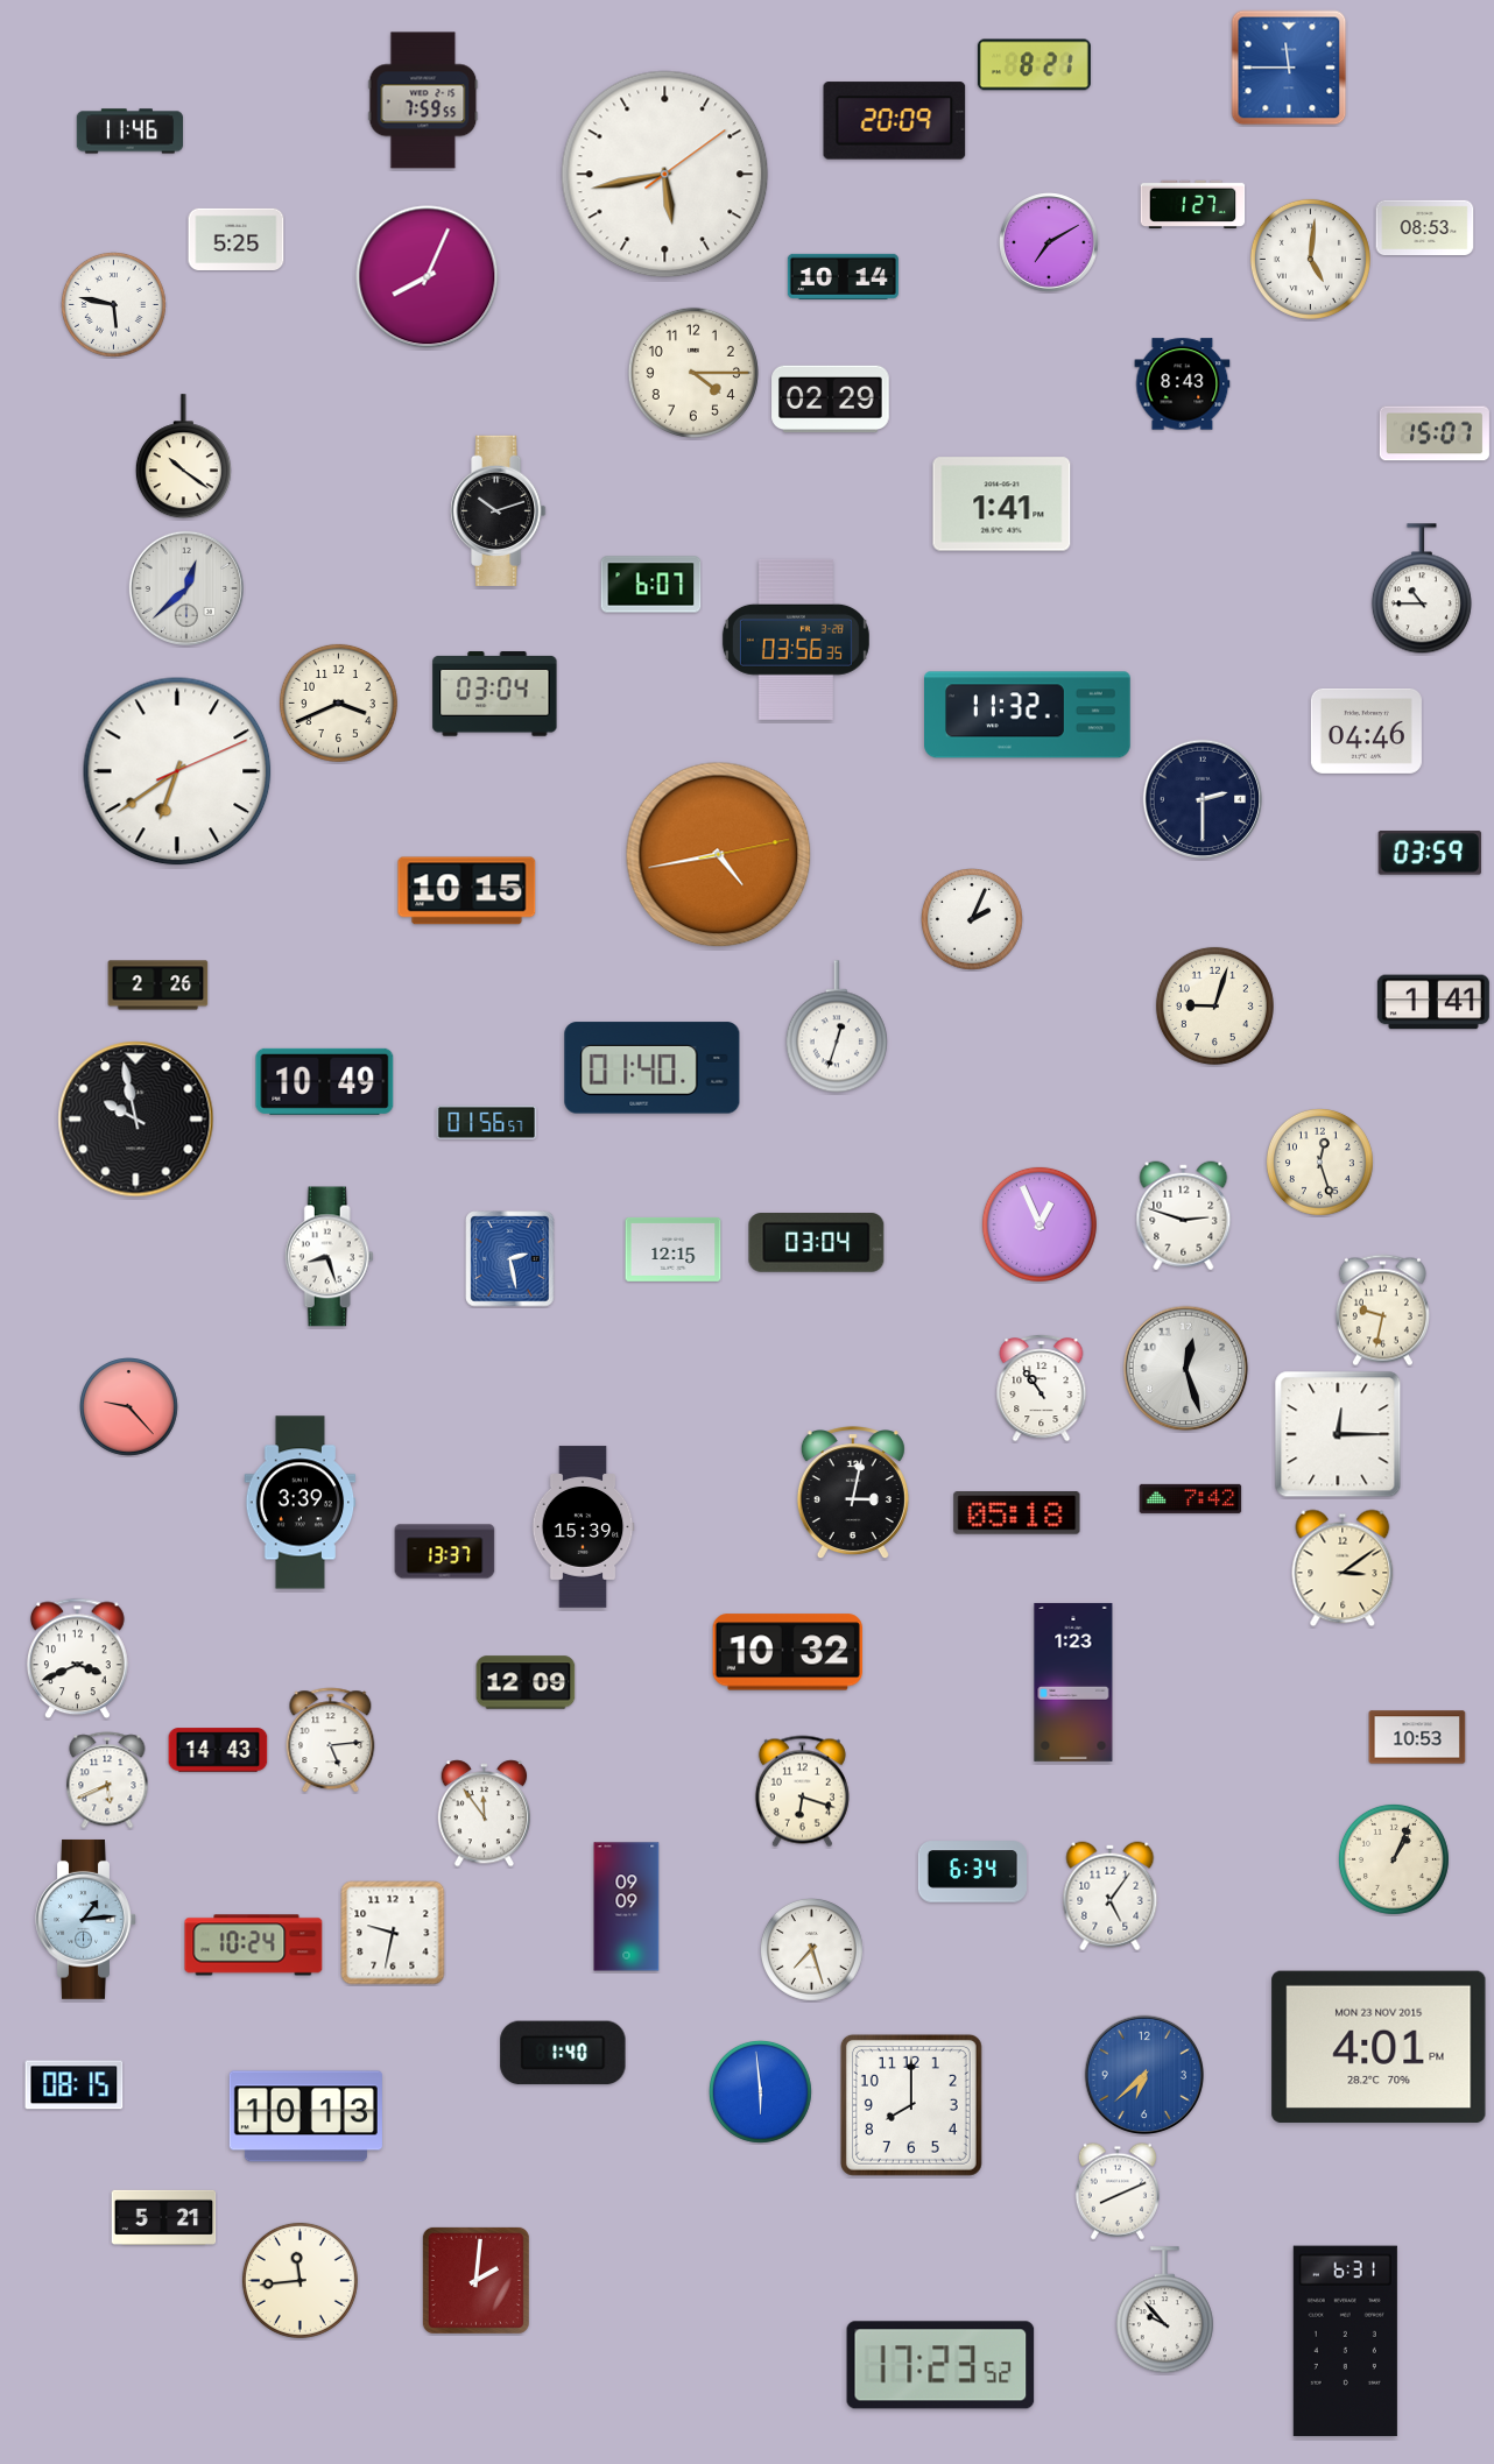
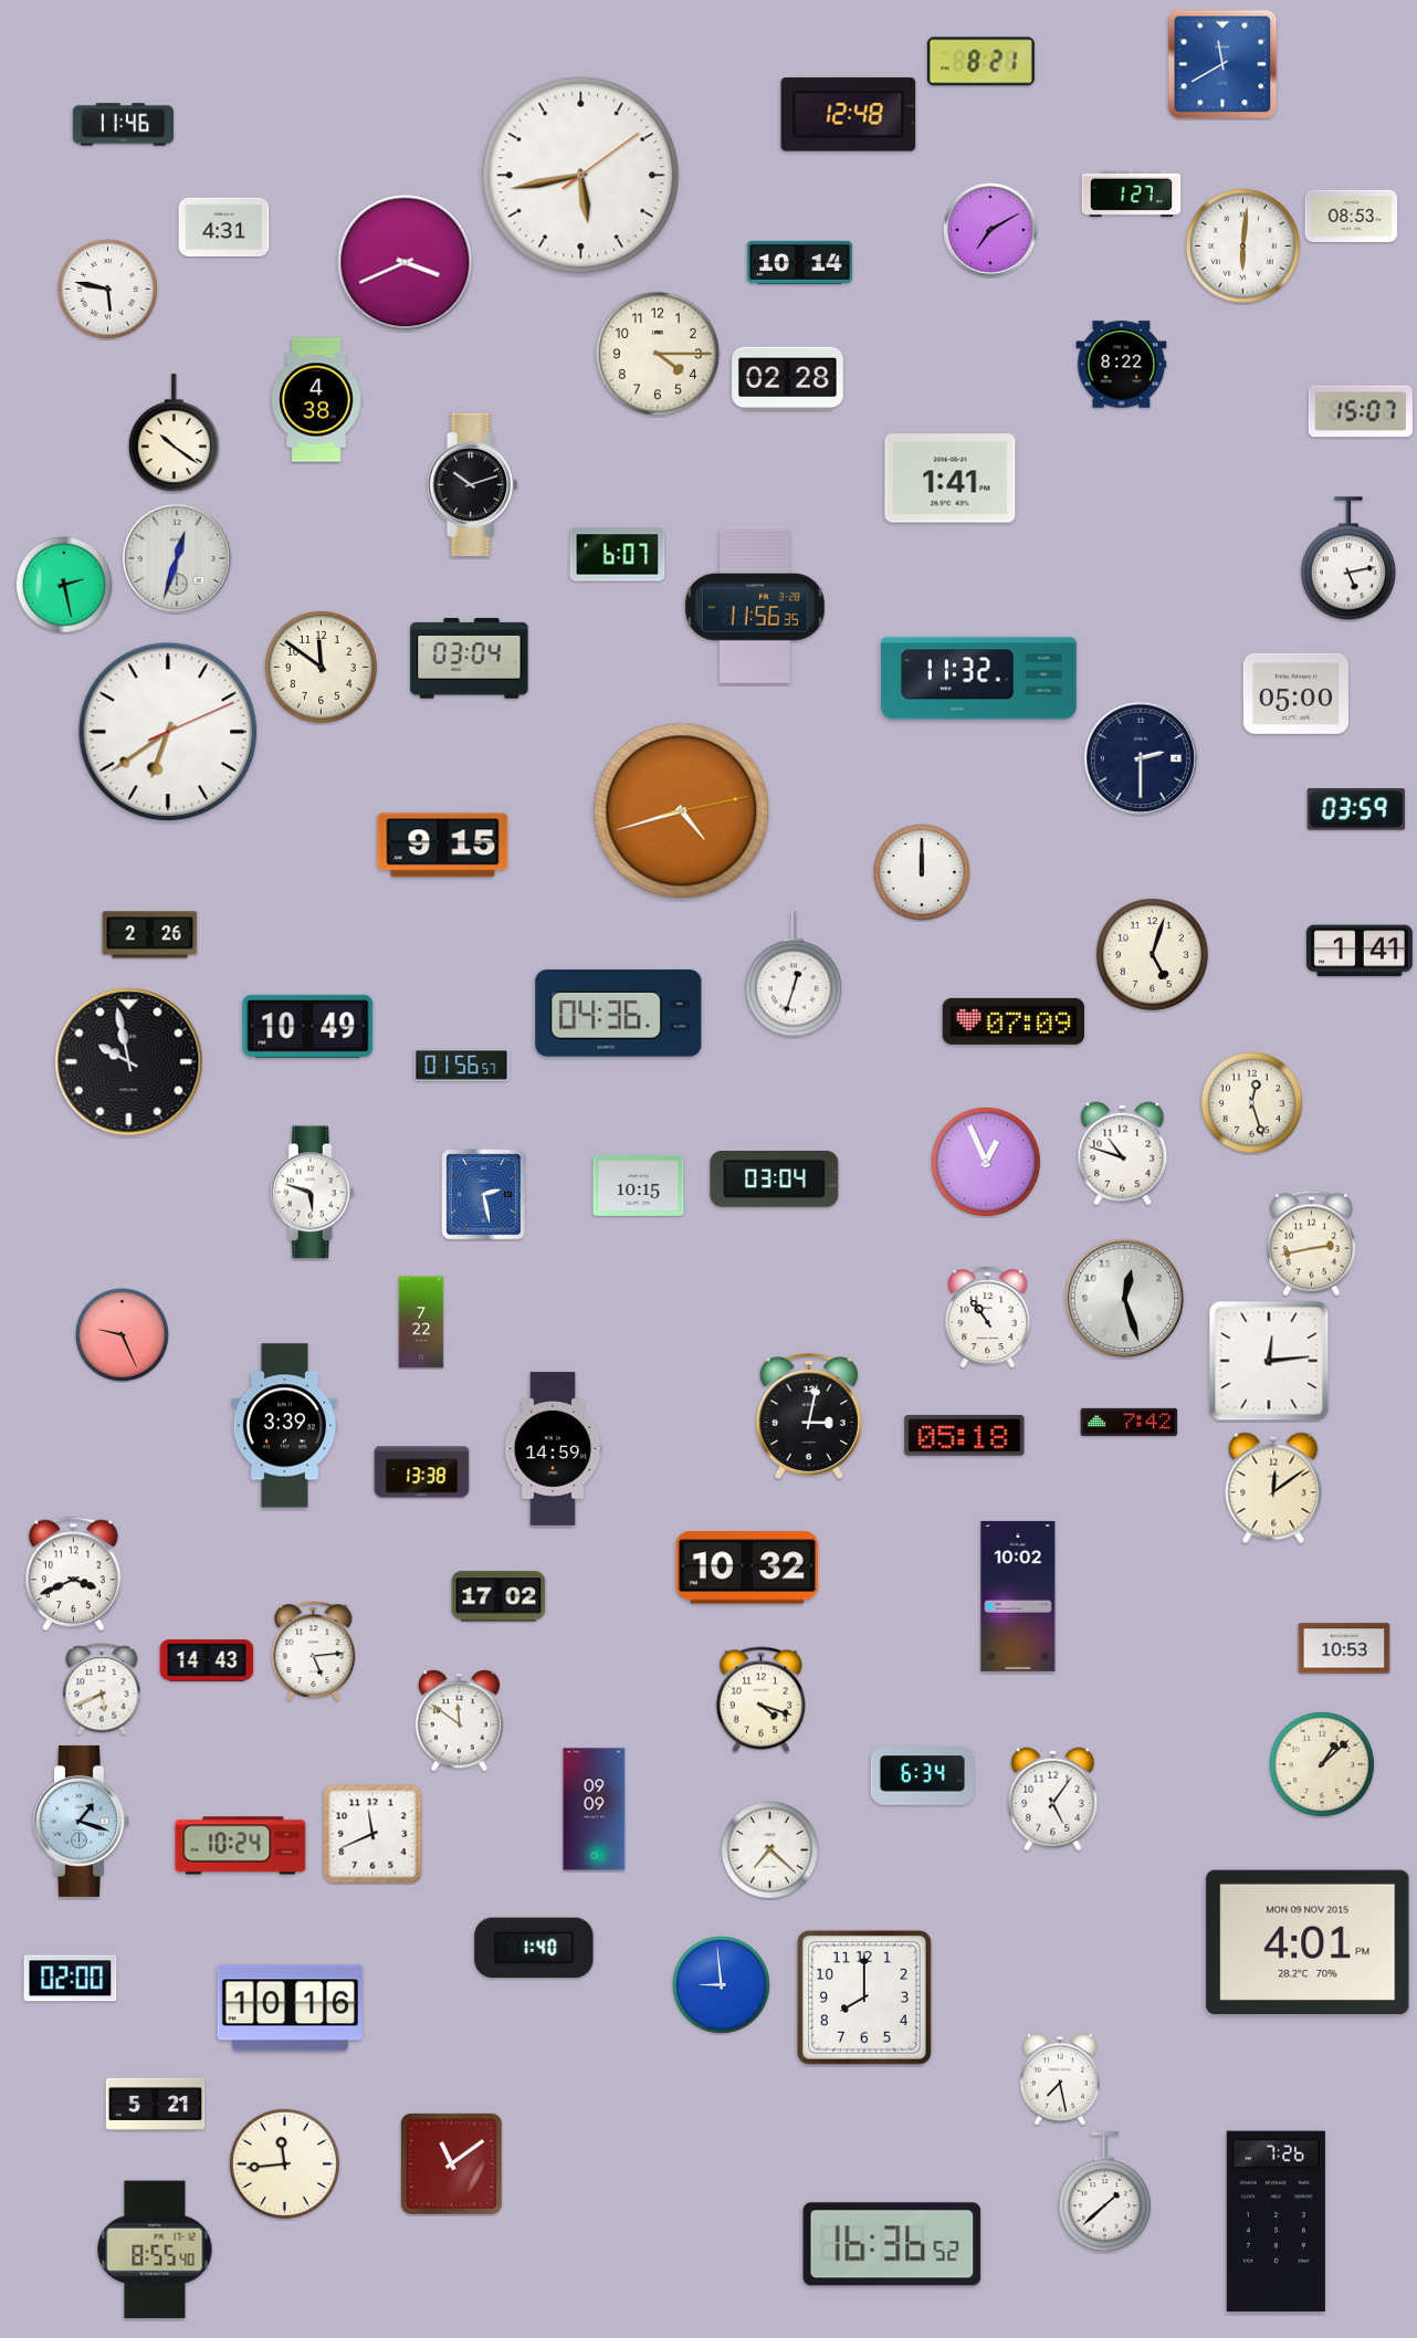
clock at (1289, 68): 11:45 -> 11:40
clock at (423, 100): 7:59 -> none
clock at (895, 121): 20:09 -> 12:48
clock at (665, 175) position: (665, 175) -> (581, 176)
clock at (237, 239): 5:25 -> 4:31
clock at (1049, 242) position: (1049, 242) -> (990, 230)
clock at (1310, 259): 5:01 -> 6:01
clock at (428, 277): 8:04 -> 3:41
clock at (1183, 384): 8:43 -> 8:22
clock at (831, 400): 02:29 -> 02:28
clock at (316, 400): none -> 4:38
clock at (186, 588): 12:38 -> 12:33
clock at (1422, 589): 10:45 -> 5:13
clock at (65, 586): none -> 2:28
clock at (796, 640): 03:56 -> 11:56
clock at (338, 703): 3:41 -> 11:51
clock at (1028, 715) position: (1028, 715) -> (979, 679)
clock at (1366, 730): 04:46 -> 05:00
clock at (719, 855): 4:43 -> 4:42
clock at (467, 891): 10:15 -> 9:15
clock at (973, 920): 2:04 -> 12:00
clock at (1214, 1005): 9:03 -> 5:03
clock at (653, 1068): 01:40 -> 04:36
clock at (1012, 1021): none -> 07:09
clock at (1184, 1216): 2:48 -> 10:48
clock at (674, 1249): 12:15 -> 10:15
clock at (329, 1257): 8:27 -> 5:48
clock at (1382, 1311): 9:32 -> 2:43
clock at (421, 1322): none -> 7:22
clock at (129, 1407): 9:23 -> 9:26
clock at (1338, 1434): 12:15 -> 12:14
clock at (583, 1527): 15:39 -> 14:59
clock at (445, 1552): 13:37 -> 13:38
clock at (1343, 1568): 3:09 -> 12:09
clock at (526, 1682): 12:09 -> 17:02
clock at (1073, 1682): 1:23 -> 10:02
clock at (802, 1792): 6:18 -> 4:18
clock at (485, 1814): 11:54 -> 11:51
clock at (1394, 1859): 1:04 -> 1:08
clock at (86, 1919): 1:14 -> 1:18
clock at (393, 1933): 9:32 -> 11:41
clock at (811, 1949): 7:27 -> 7:22
clock at (1379, 2047) date: MON 23 NOV 2015 -> MON 09 NOV 2015
clock at (1144, 2075): 6:38 -> none
clock at (75, 2085): 08:15 -> 02:00
clock at (760, 2091): 5:59 -> 8:59
clock at (305, 2117): 10:13 -> 10:16
clock at (1118, 2191): 8:11 -> 7:28
clock at (475, 2280): 2:01 -> 11:09
clock at (1164, 2310): 9:53 -> 1:38
clock at (1345, 2342): 6:31 -> 7:26
clock at (940, 2365): 17:23 -> 16:36
clock at (155, 2250): none -> 8:55
